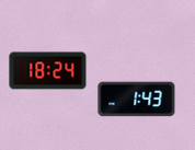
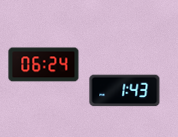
clock at (48, 71): 18:24 -> 06:24
